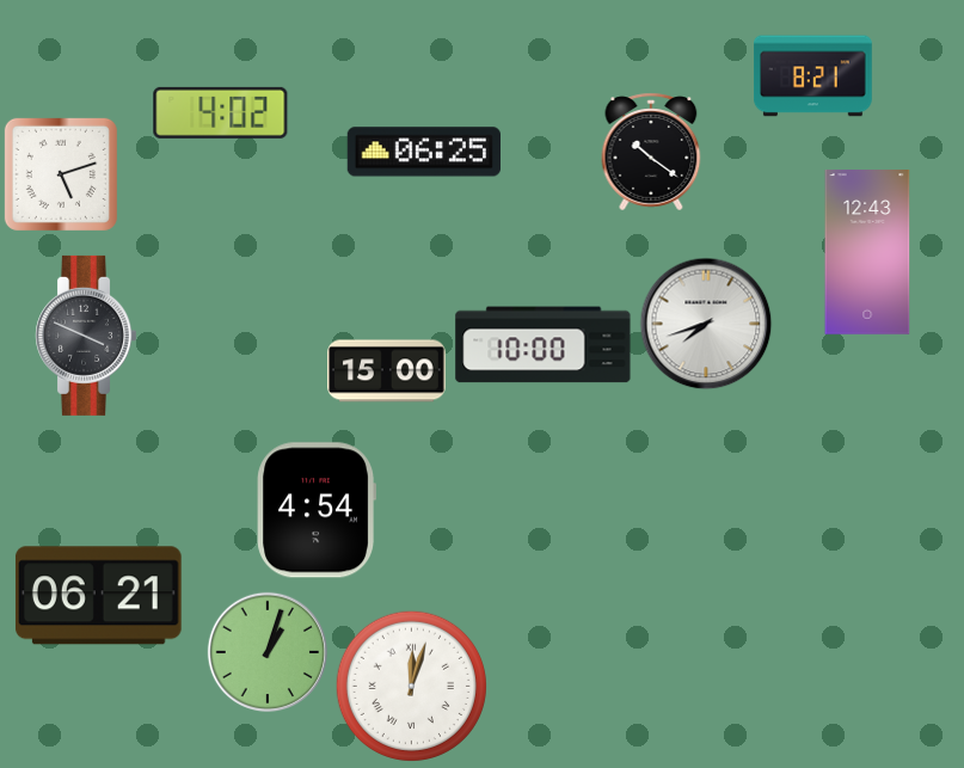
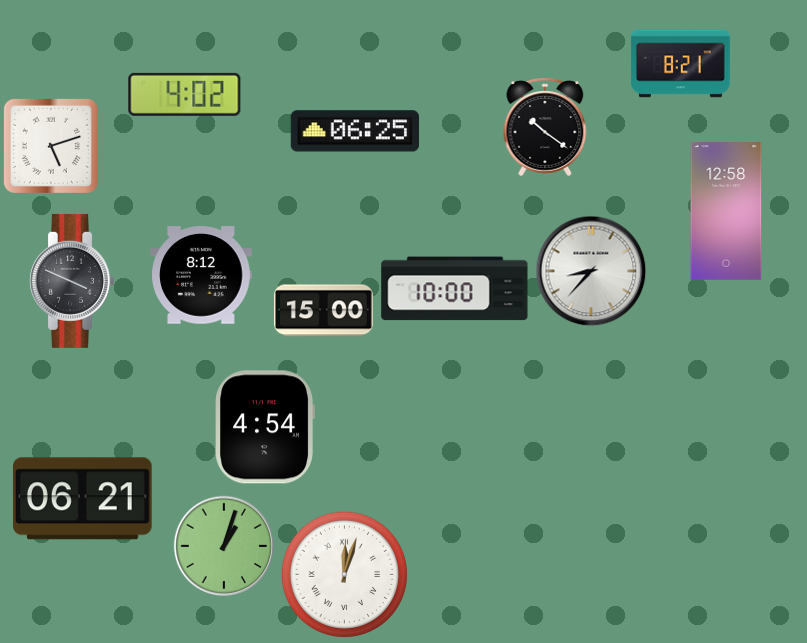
clock at (423, 152) position: (423, 152) -> (354, 131)
clock at (867, 253): 12:43 -> 12:58
clock at (706, 324): 7:42 -> 8:37
clock at (201, 275): none -> 8:12
